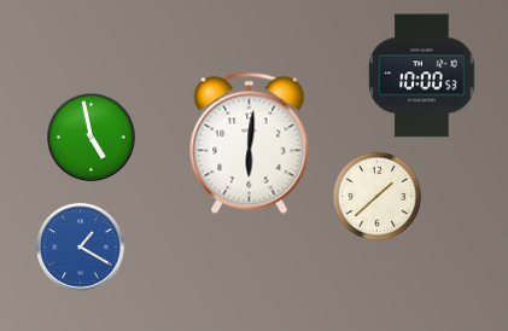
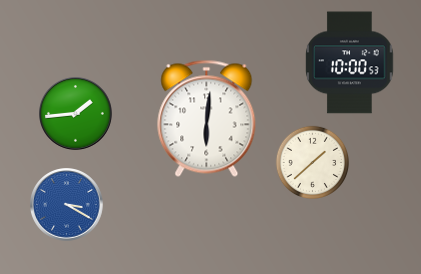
clock at (92, 138): 4:58 -> 1:44
clock at (81, 248): 1:20 -> 3:20
